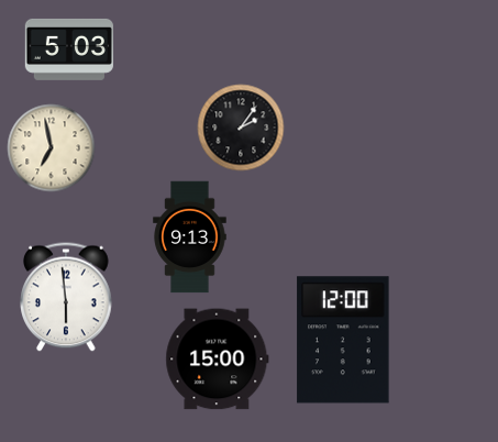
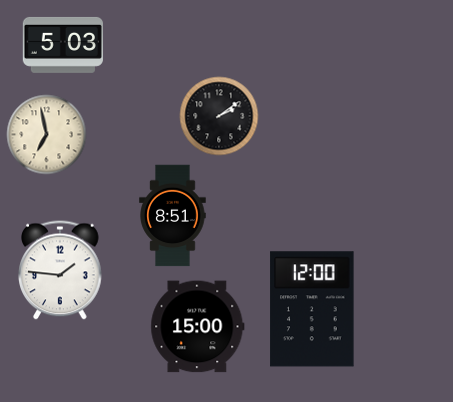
clock at (241, 128): 2:06 -> 2:09
clock at (190, 237): 9:13 -> 8:51
clock at (66, 297): 5:59 -> 1:46
